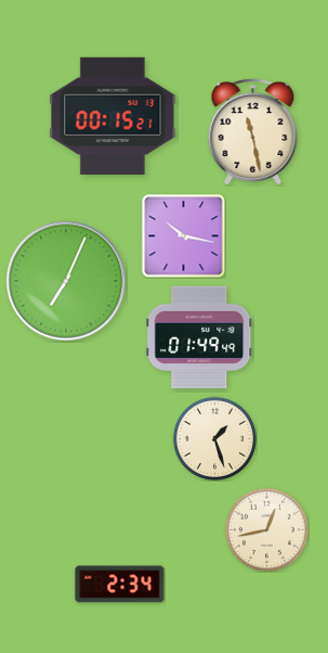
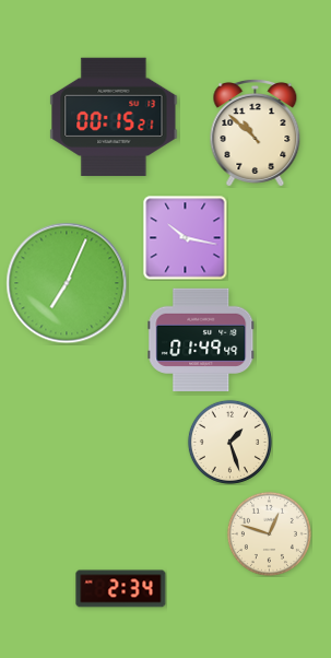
clock at (253, 131): 11:28 -> 10:52
clock at (214, 438) position: (214, 438) -> (229, 442)
clock at (266, 529): 12:43 -> 12:48
